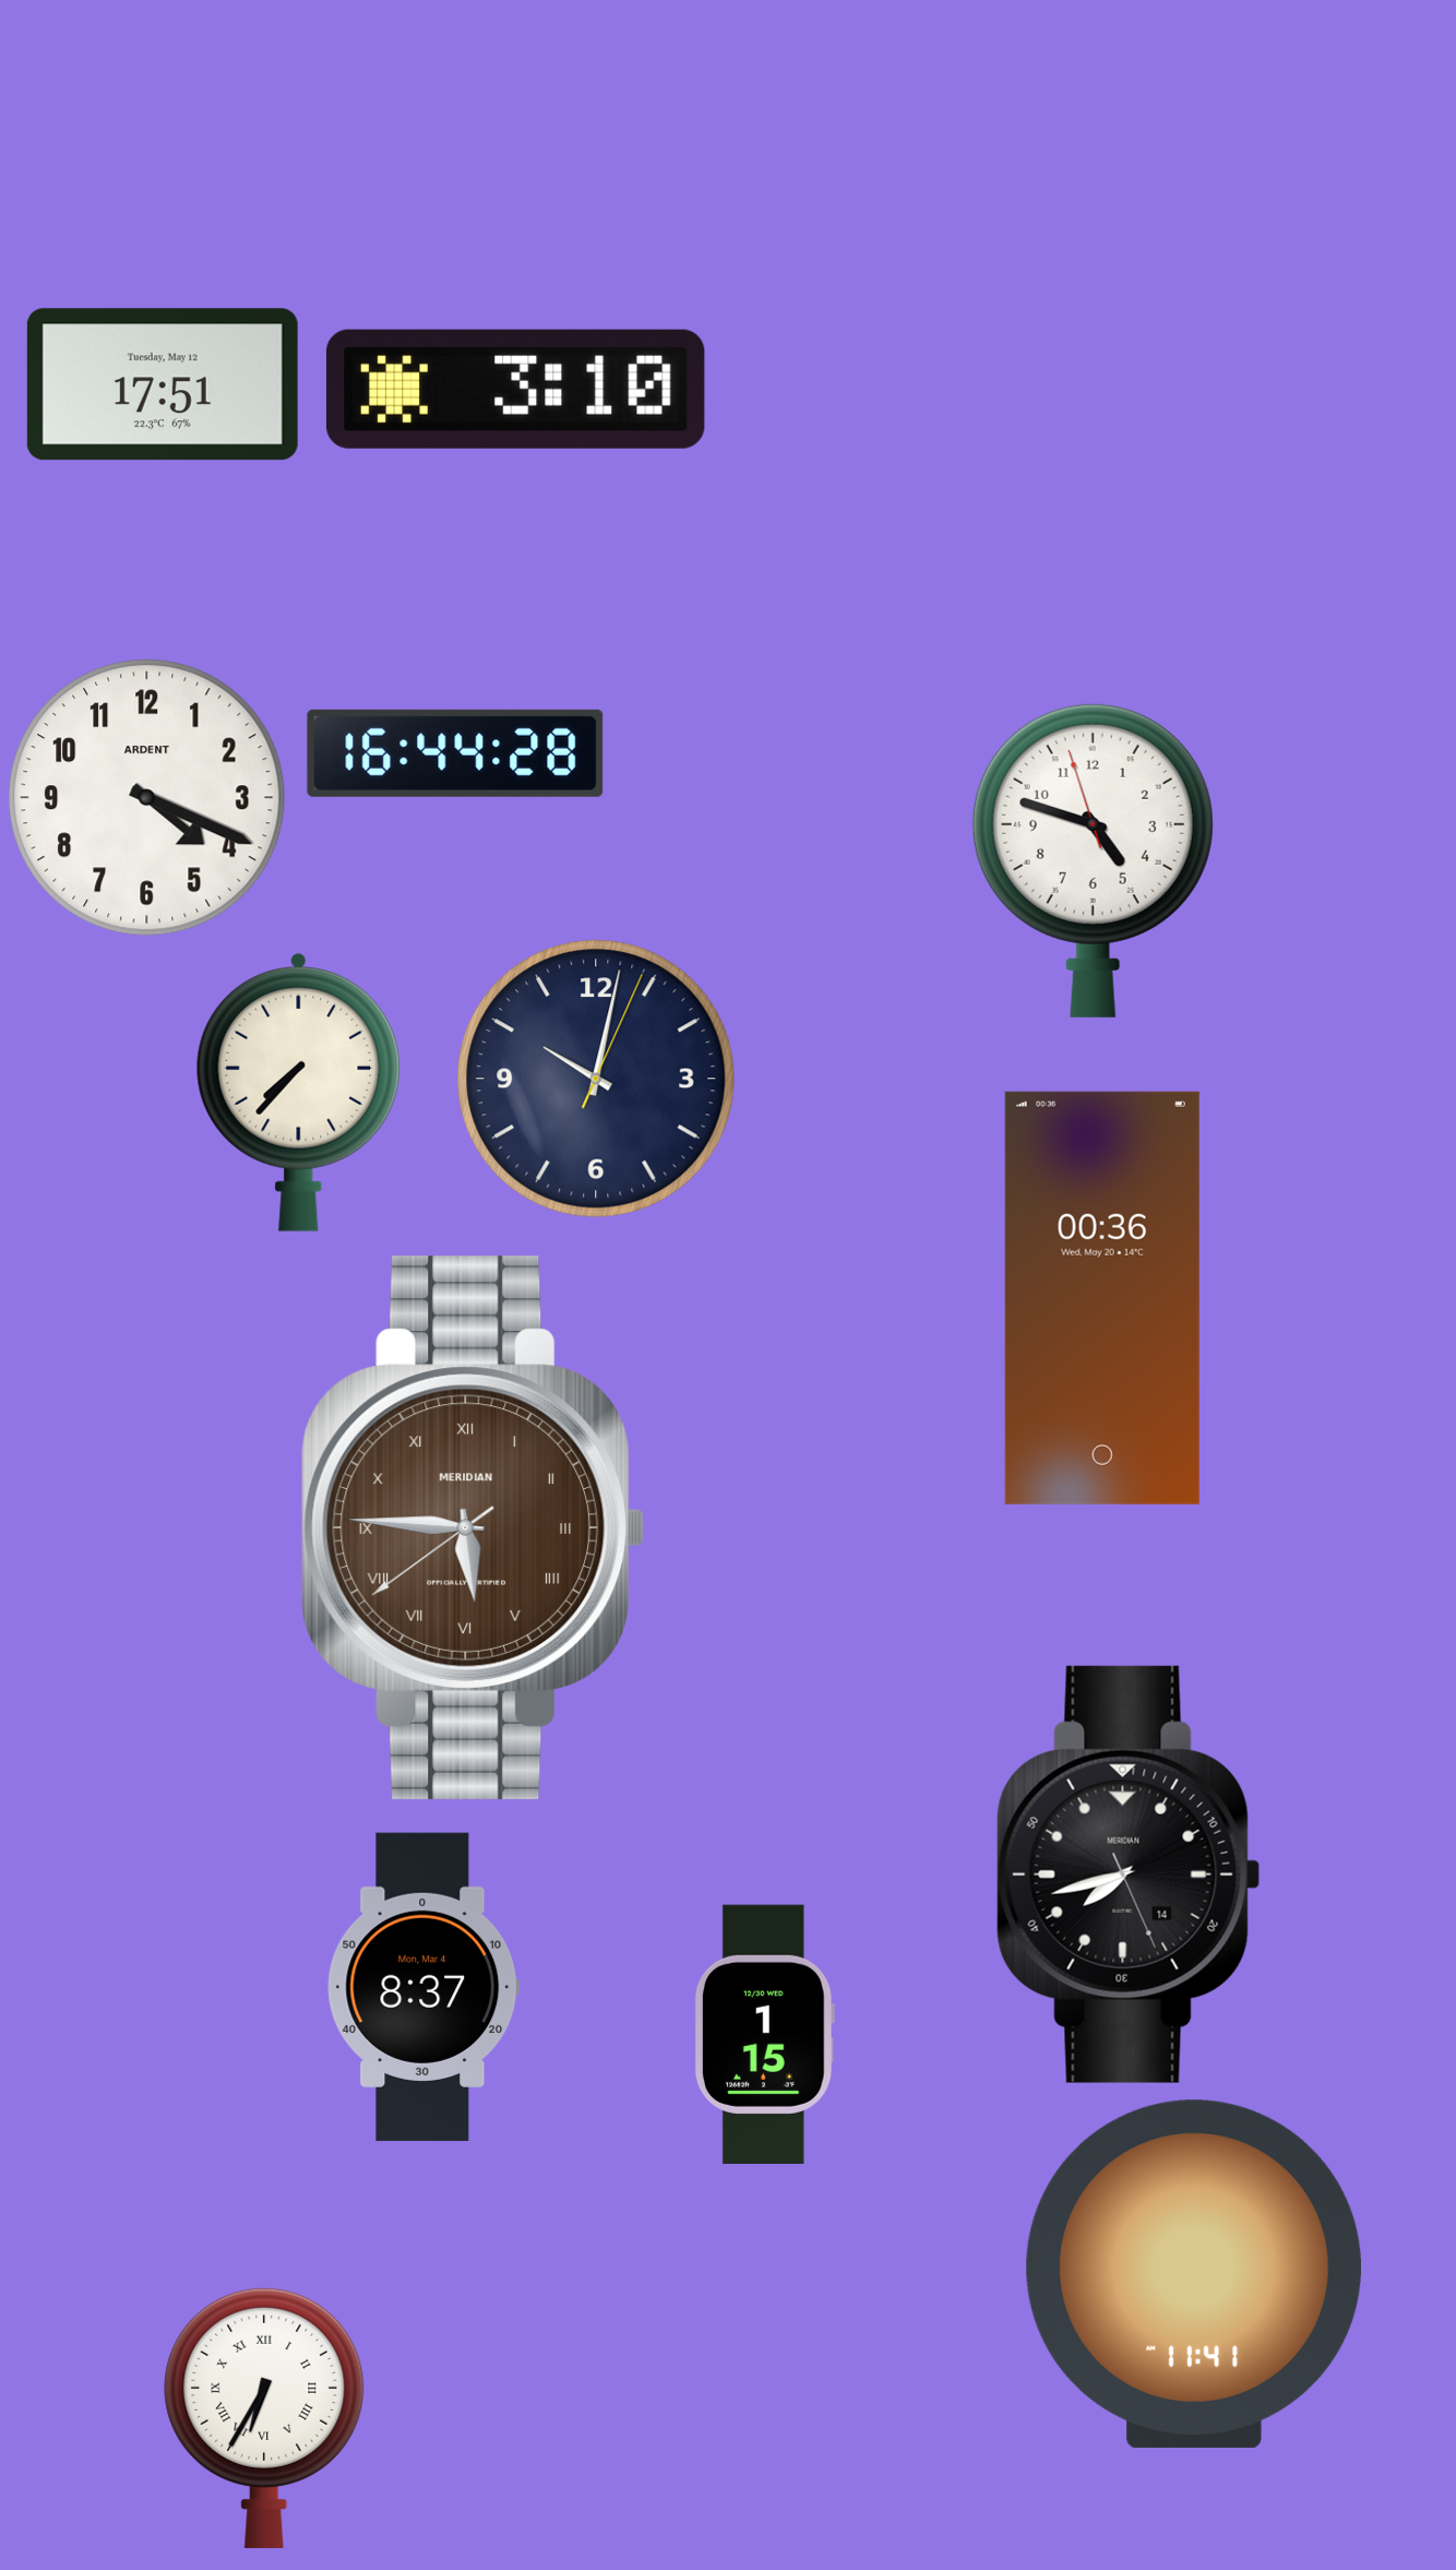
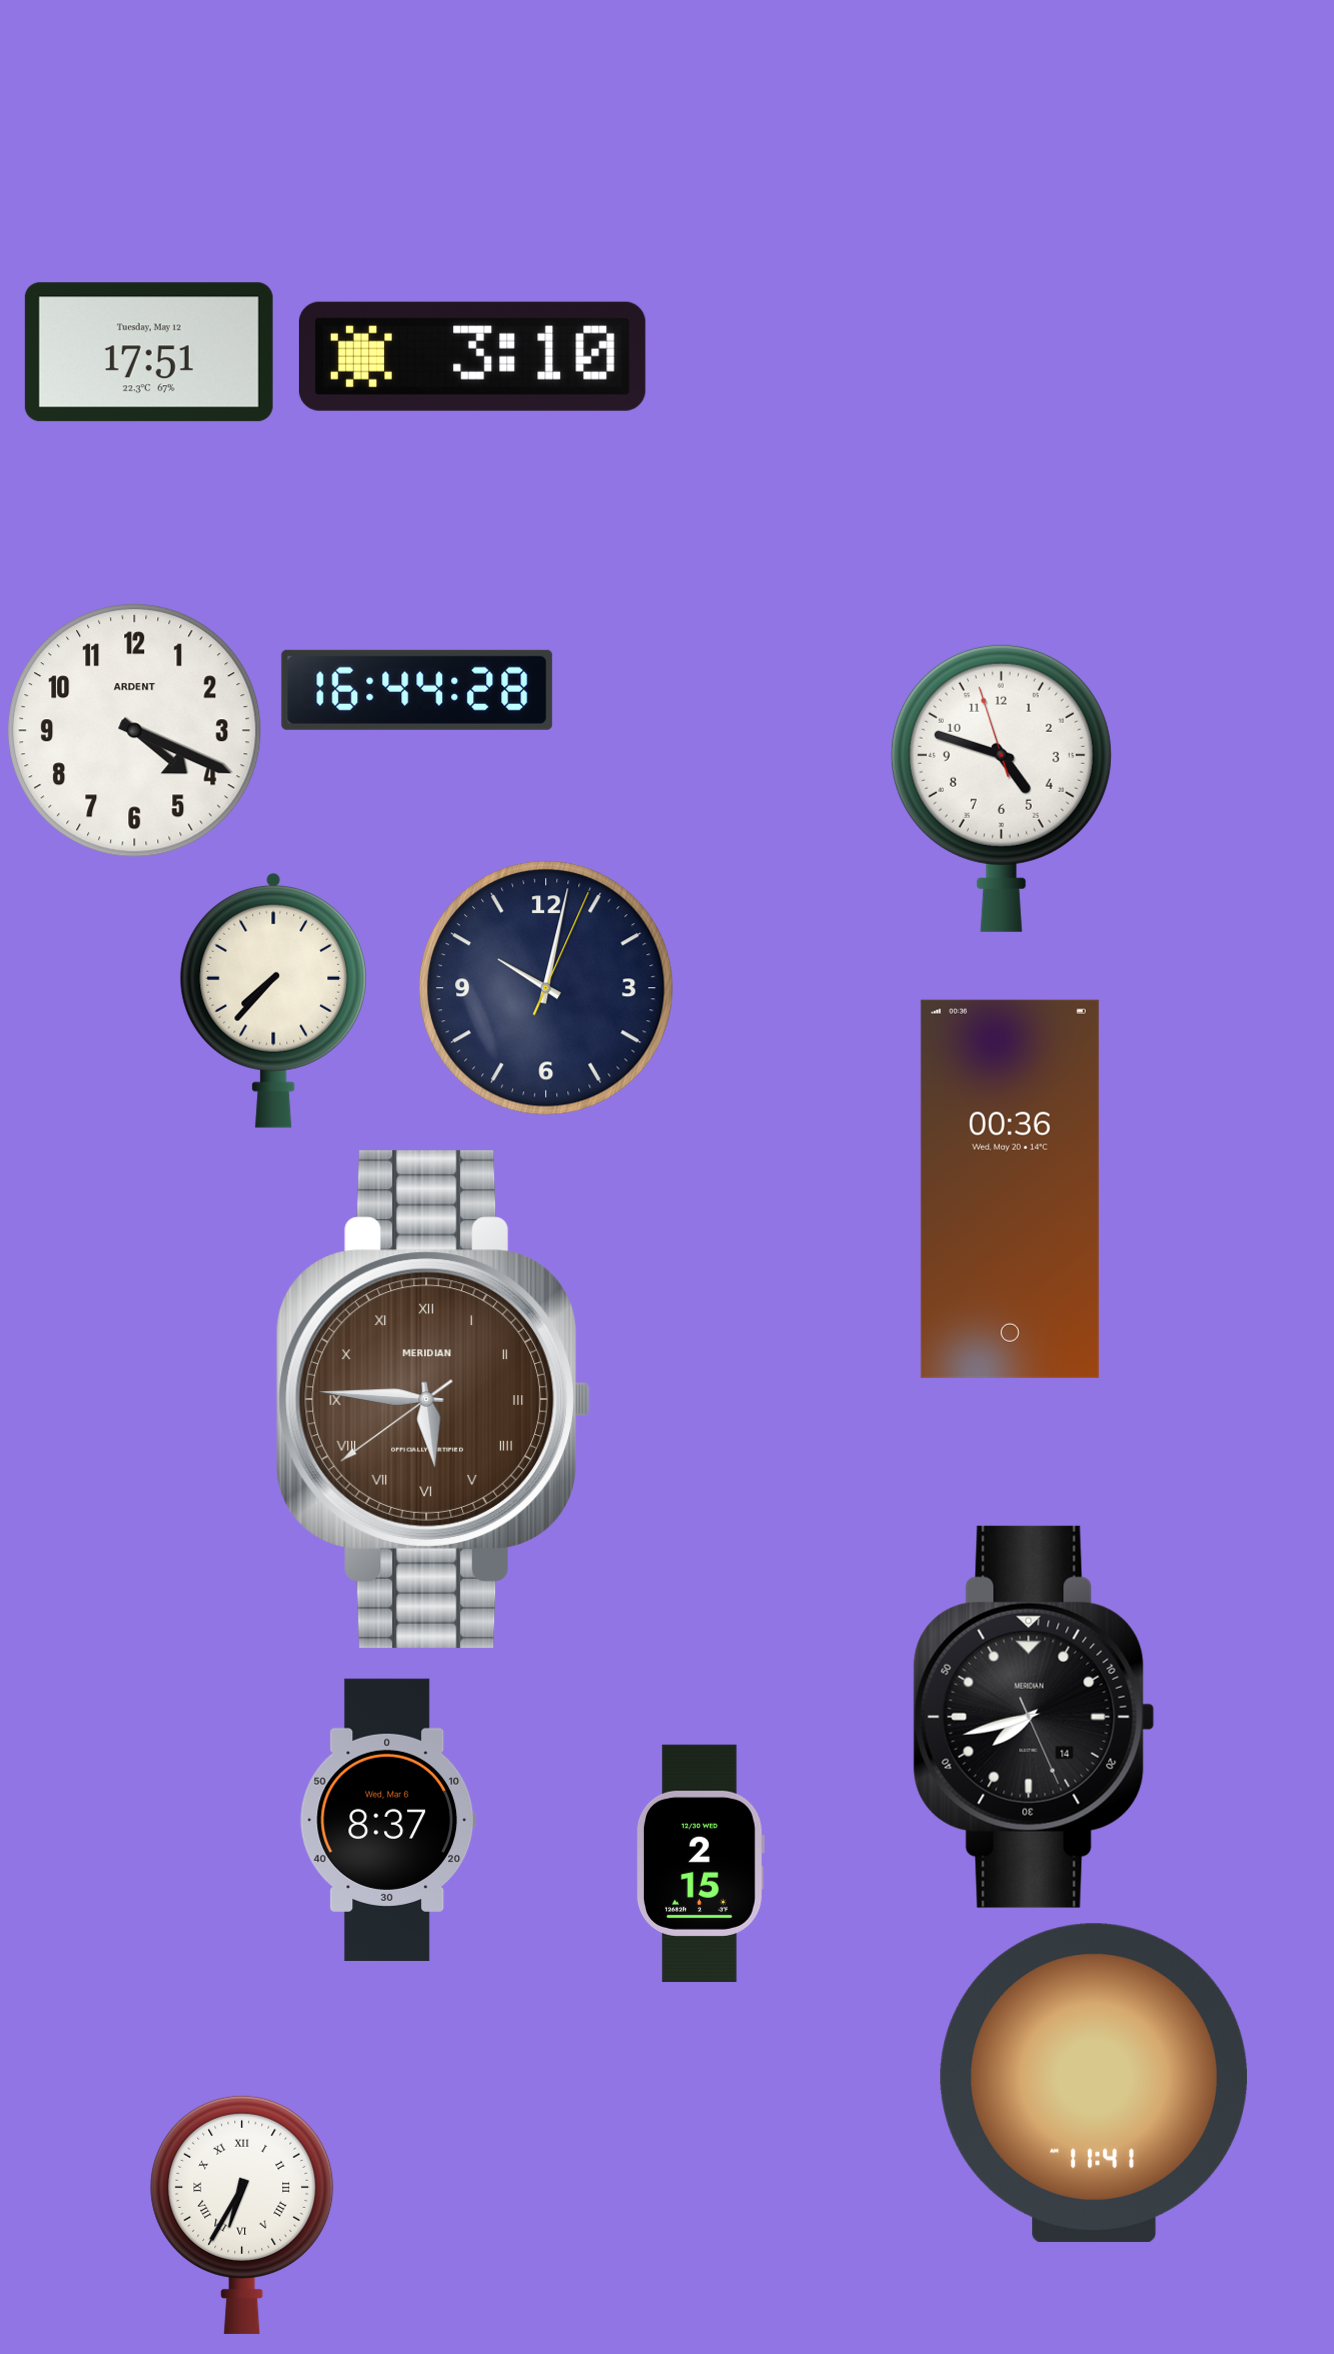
clock at (423, 1987) date: Mon, Mar 4 -> Wed, Mar 6
clock at (764, 2034): 1:15 -> 2:15
